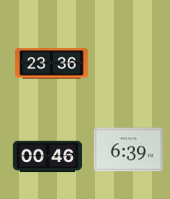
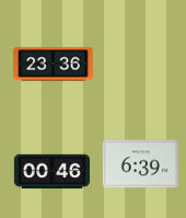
clock at (52, 64) position: (52, 64) -> (54, 65)
